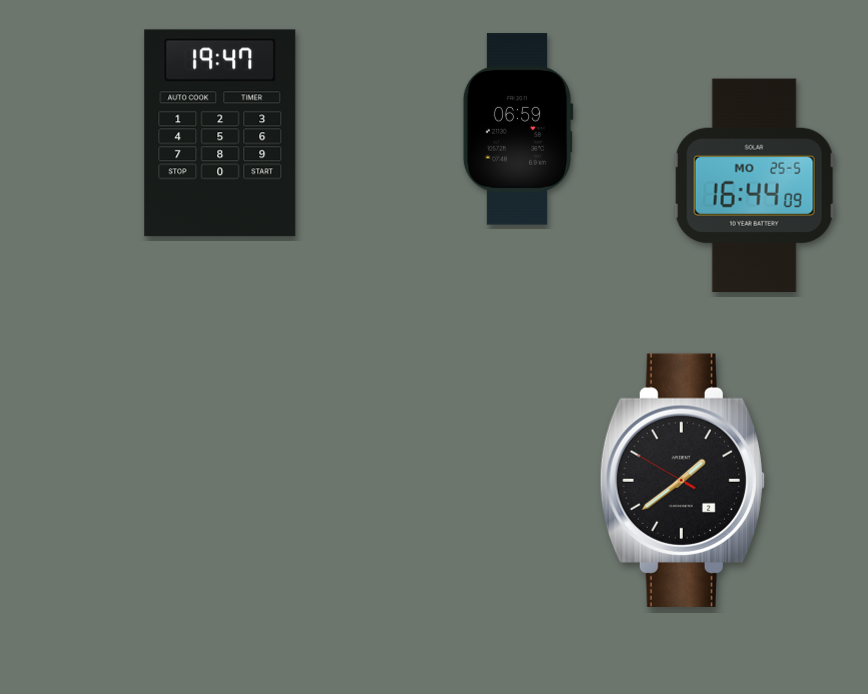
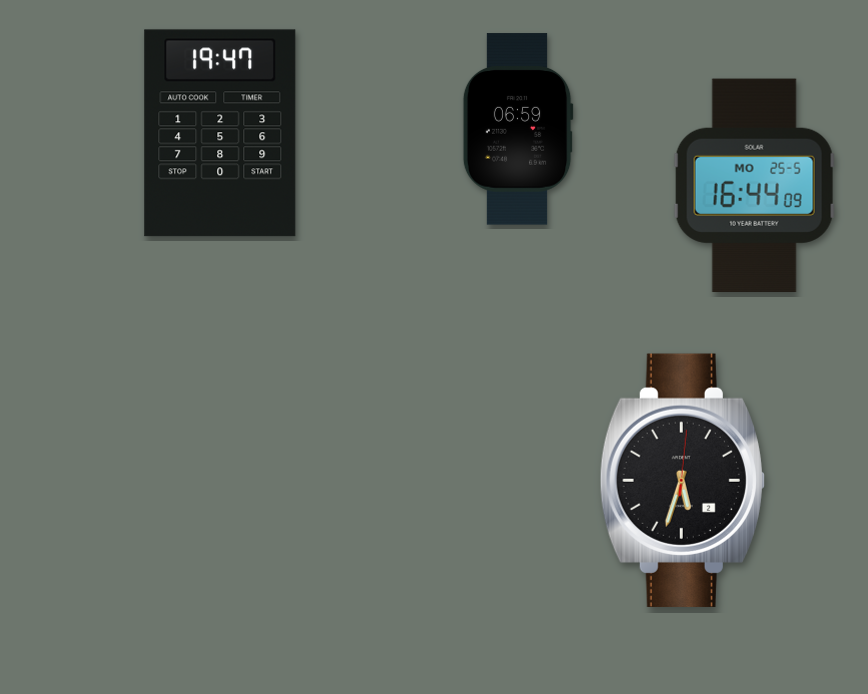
clock at (682, 480): 1:38 -> 5:33
